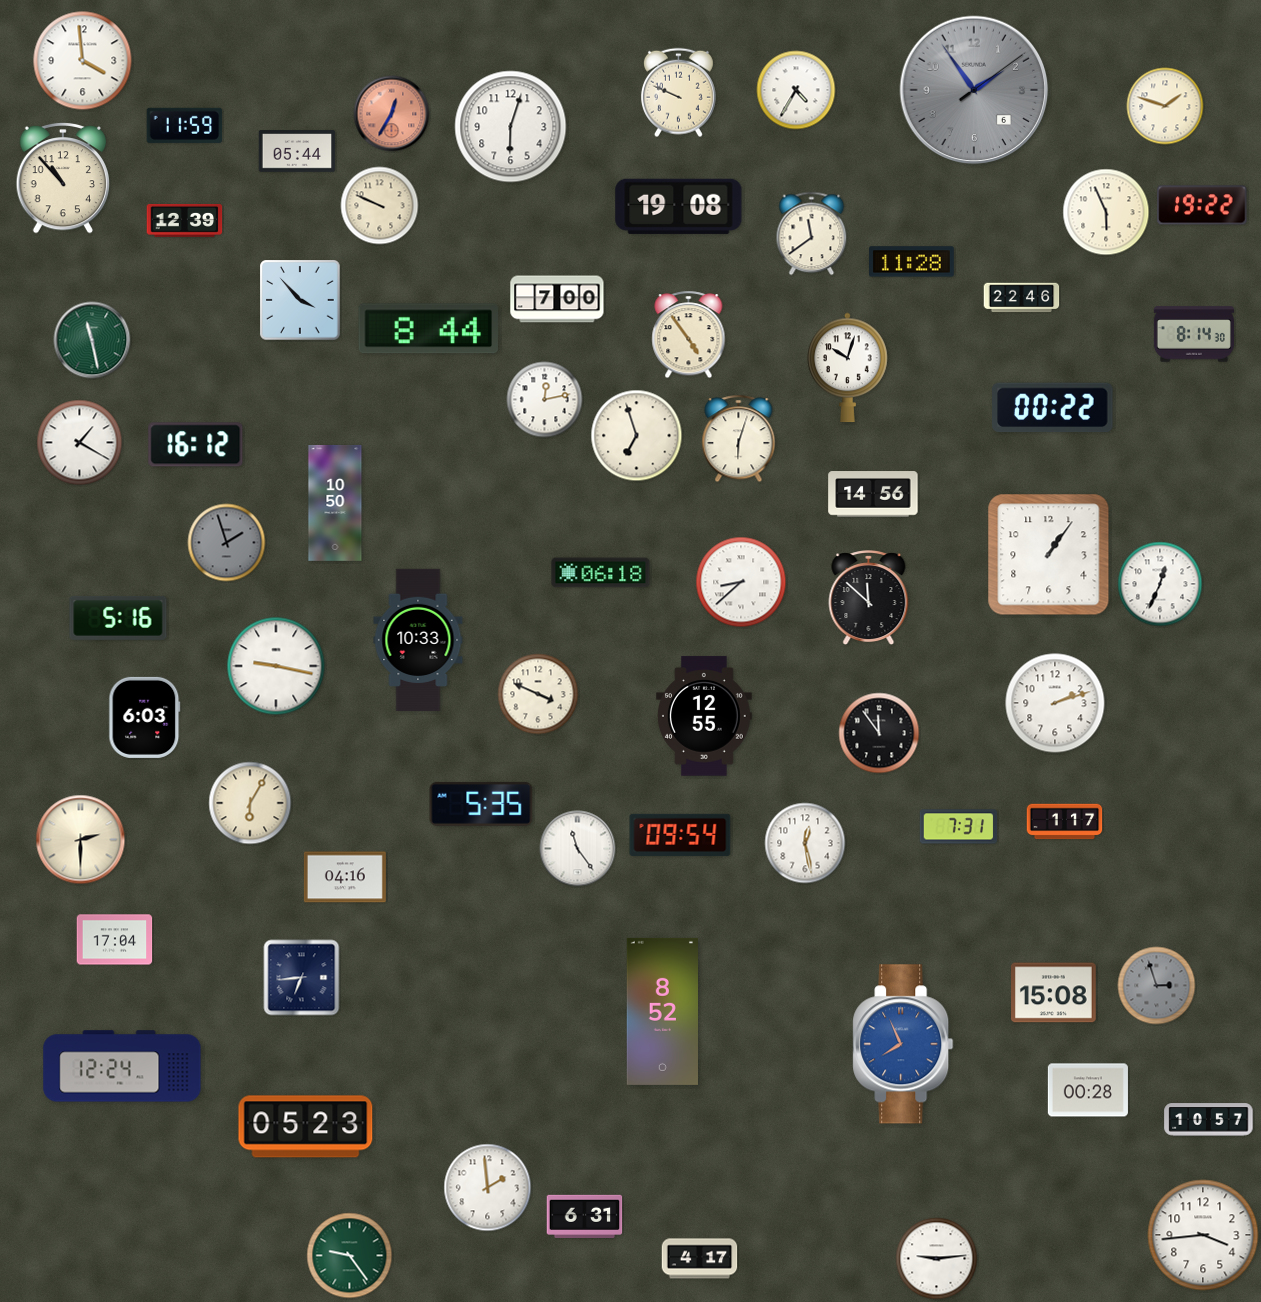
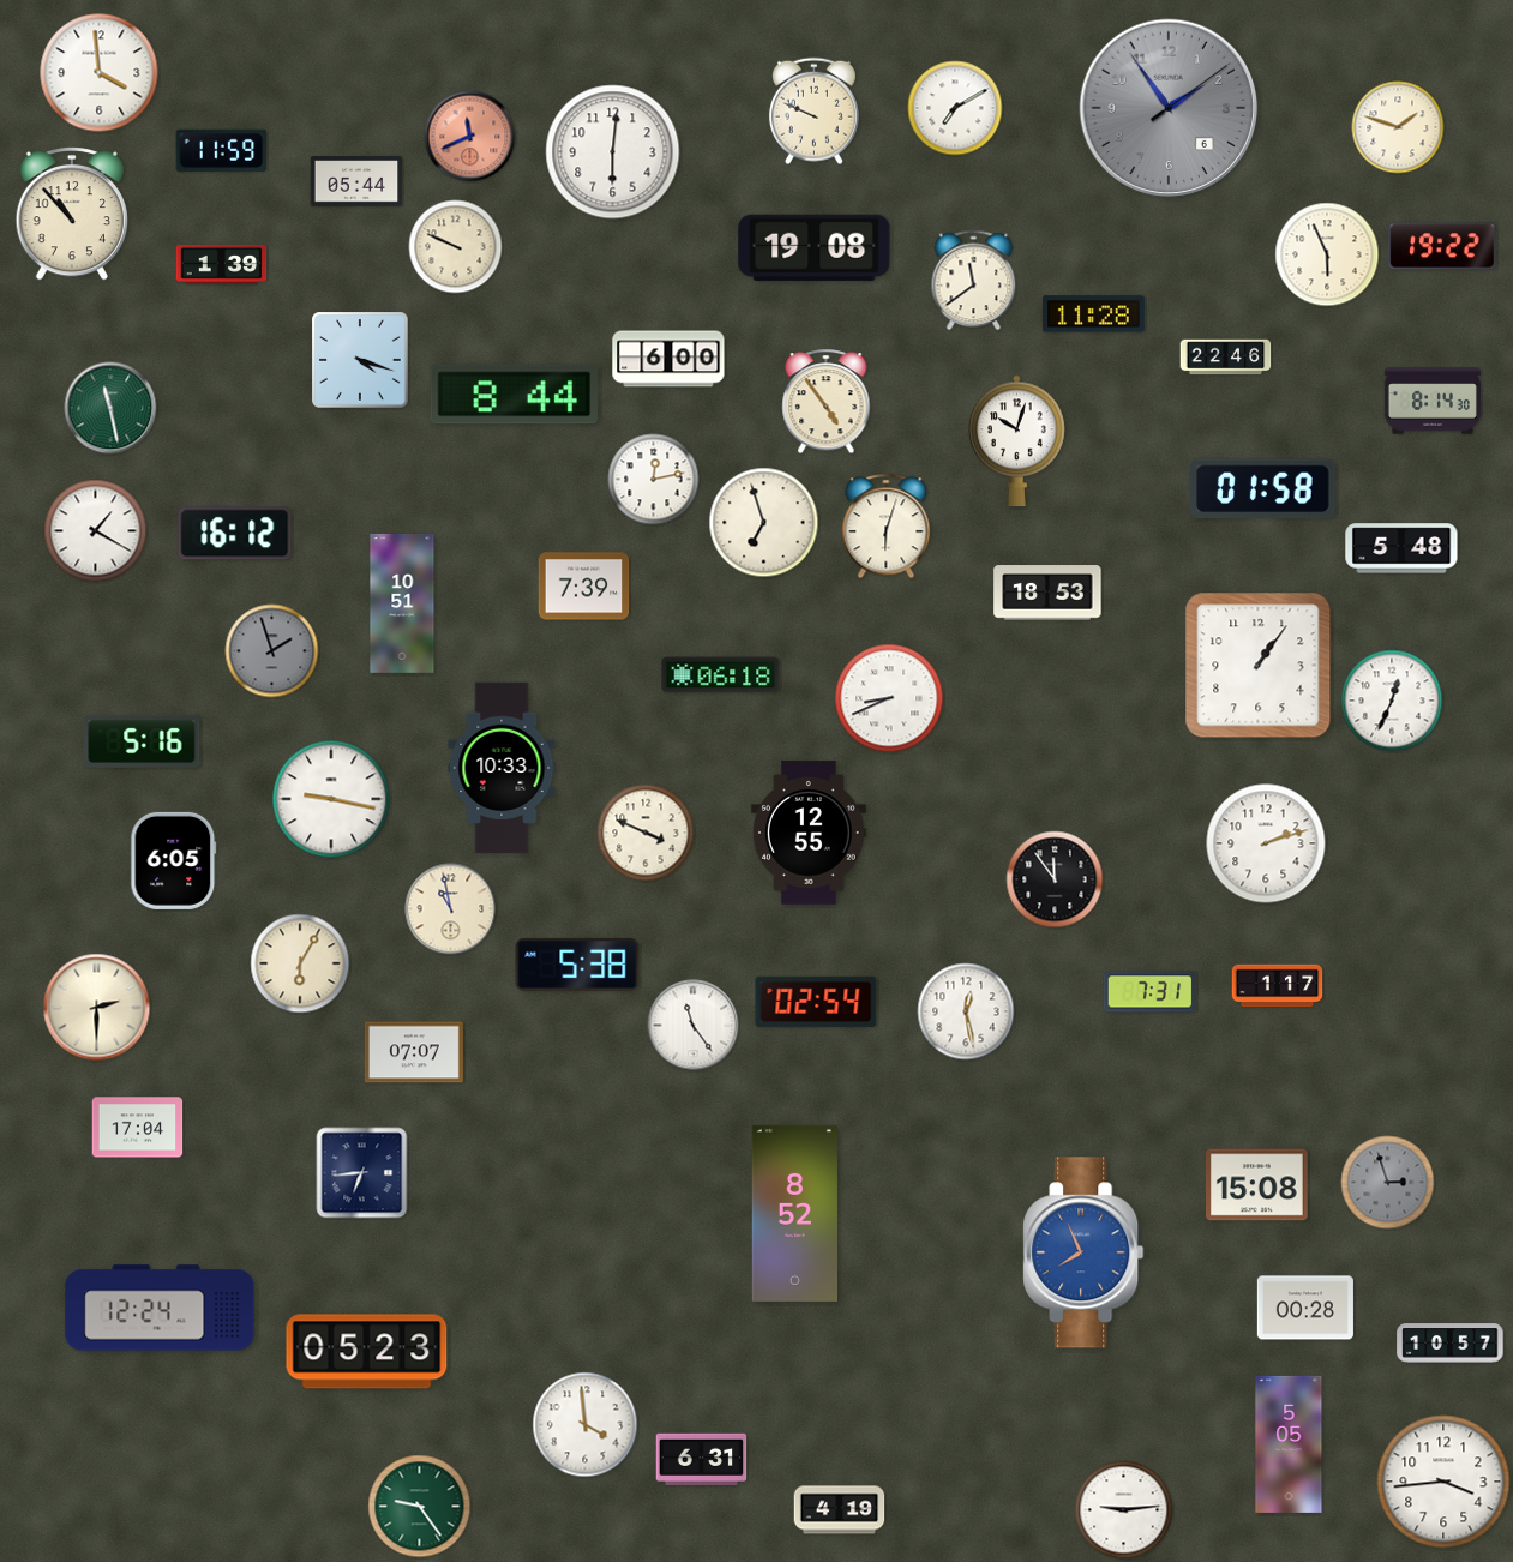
clock at (796, 90): 4:35 -> 7:10
clock at (392, 114): 12:35 -> 11:41
clock at (511, 127): 6:03 -> 6:01
clock at (62, 178) position: (62, 178) -> (71, 214)
clock at (185, 220): 12:39 -> 1:39
clock at (557, 299): 7:00 -> 6:00
clock at (300, 300): 3:53 -> 4:18
clock at (1053, 408): 00:22 -> 01:58
clock at (1401, 548): none -> 5:48
clock at (584, 587): none -> 7:39
clock at (873, 494): 14:56 -> 18:53
clock at (335, 503): 10:50 -> 10:51
clock at (601, 573) position: (601, 573) -> (721, 675)
clock at (741, 582): 8:38 -> 8:41
clock at (869, 598): 11:52 -> none
clock at (704, 716) position: (704, 716) -> (809, 833)
clock at (145, 717): 6:03 -> 6:05
clock at (451, 909): none -> 10:58
clock at (481, 804): 5:35 -> 5:38
clock at (680, 835): 09:54 -> 02:54
clock at (578, 849) position: (578, 849) -> (694, 1026)
clock at (345, 877): 04:16 -> 07:07
clock at (1054, 993) position: (1054, 993) -> (1257, 1185)
clock at (122, 1066) position: (122, 1066) -> (160, 1308)
clock at (488, 1188): 1:59 -> 3:59
clock at (1289, 1444): none -> 5:05
clock at (700, 1259): 4:17 -> 4:19
